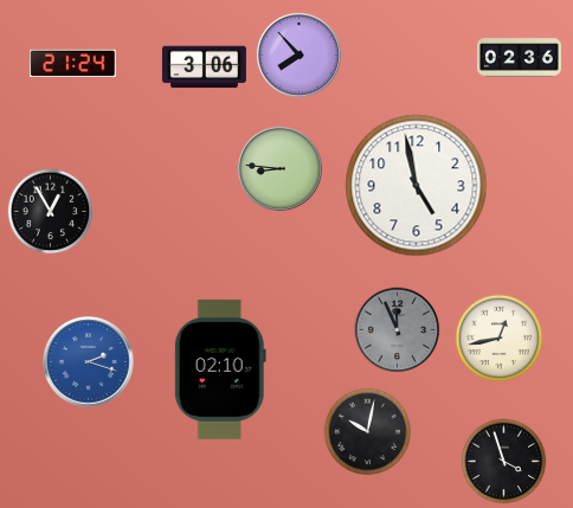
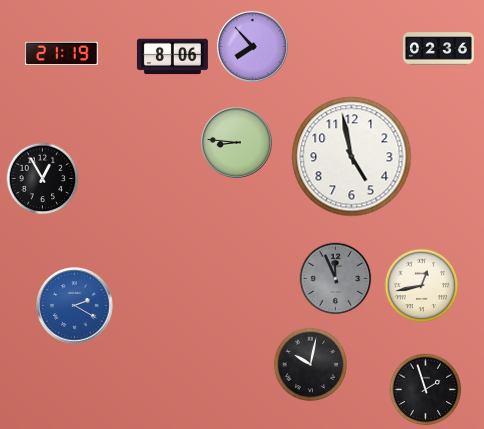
clock at (73, 63): 21:24 -> 21:19
clock at (204, 67): 3:06 -> 8:06
clock at (89, 362): 2:18 -> 2:20
clock at (220, 369): 02:10 -> none
clock at (504, 462): 3:57 -> 1:57
